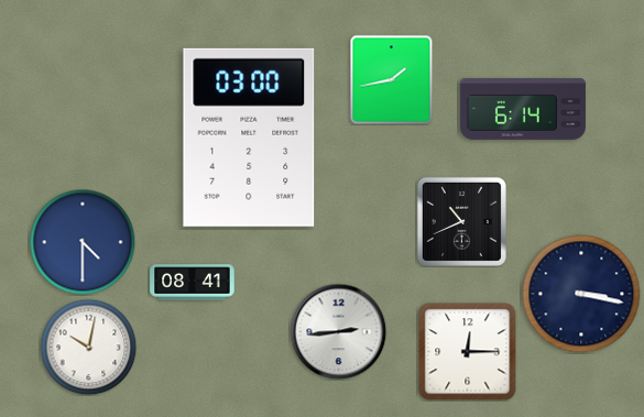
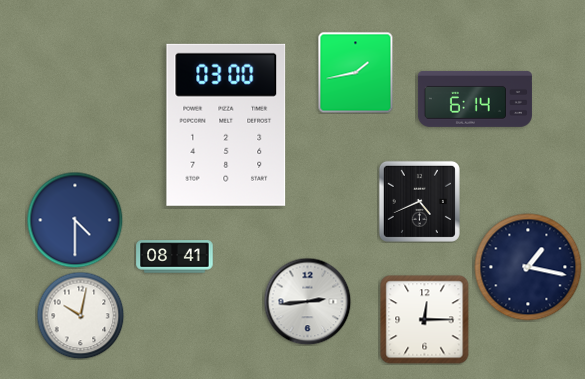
clock at (461, 221): 10:41 -> 4:41
clock at (581, 294): 3:17 -> 1:17
